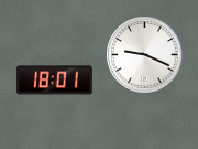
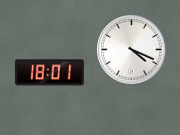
clock at (145, 55): 9:19 -> 4:19
